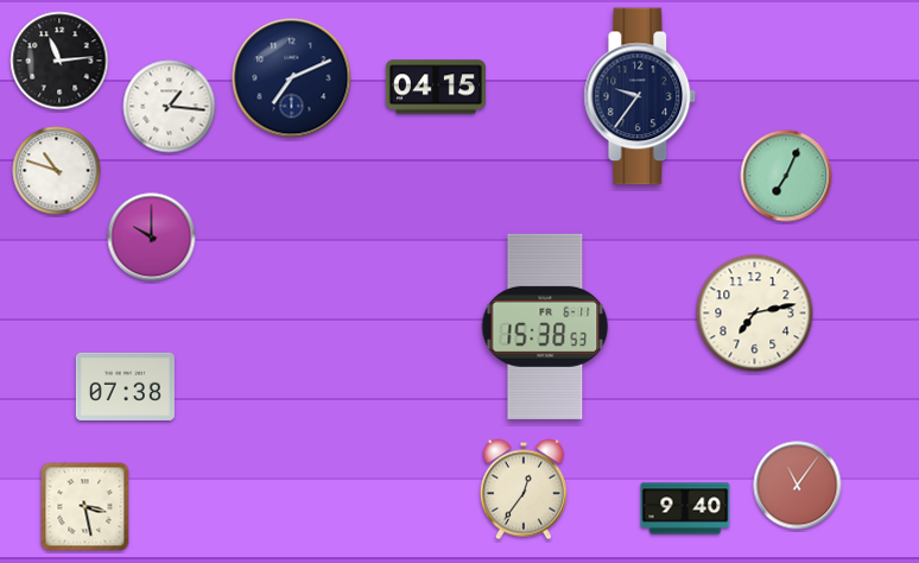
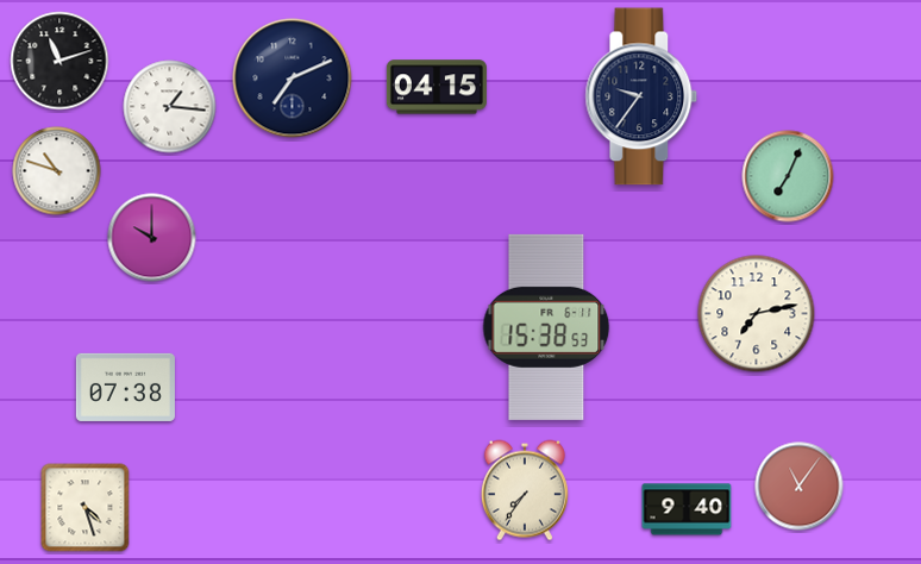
clock at (59, 61): 11:14 -> 11:12
clock at (524, 489): 12:36 -> 7:36
clock at (85, 507): 3:28 -> 4:27
